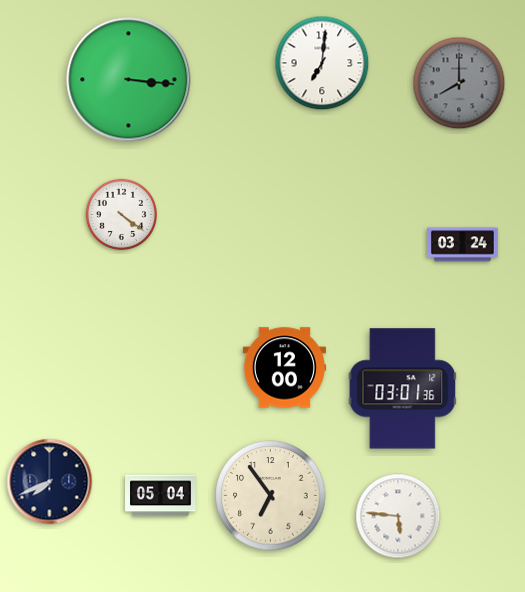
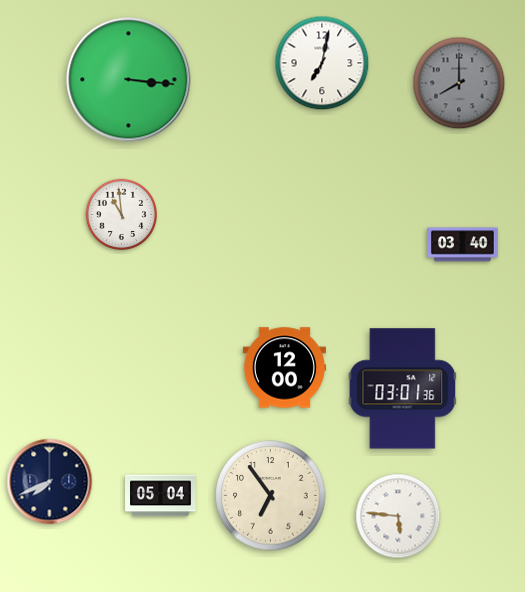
clock at (322, 63): 7:01 -> 7:02
clock at (121, 214): 4:21 -> 10:59
clock at (463, 245): 03:24 -> 03:40
